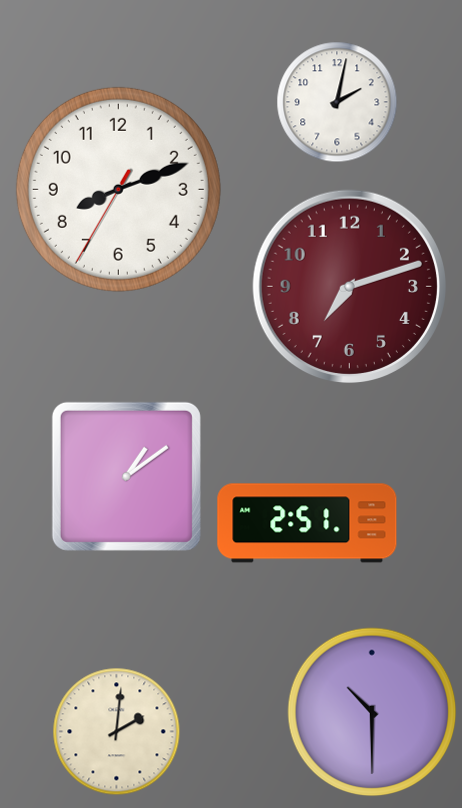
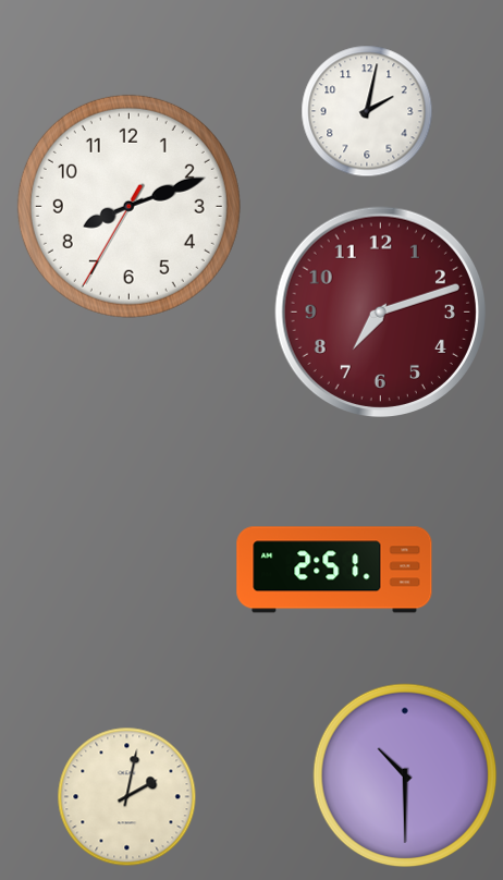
clock at (126, 476): 1:09 -> none
clock at (117, 732): 2:01 -> 2:02
